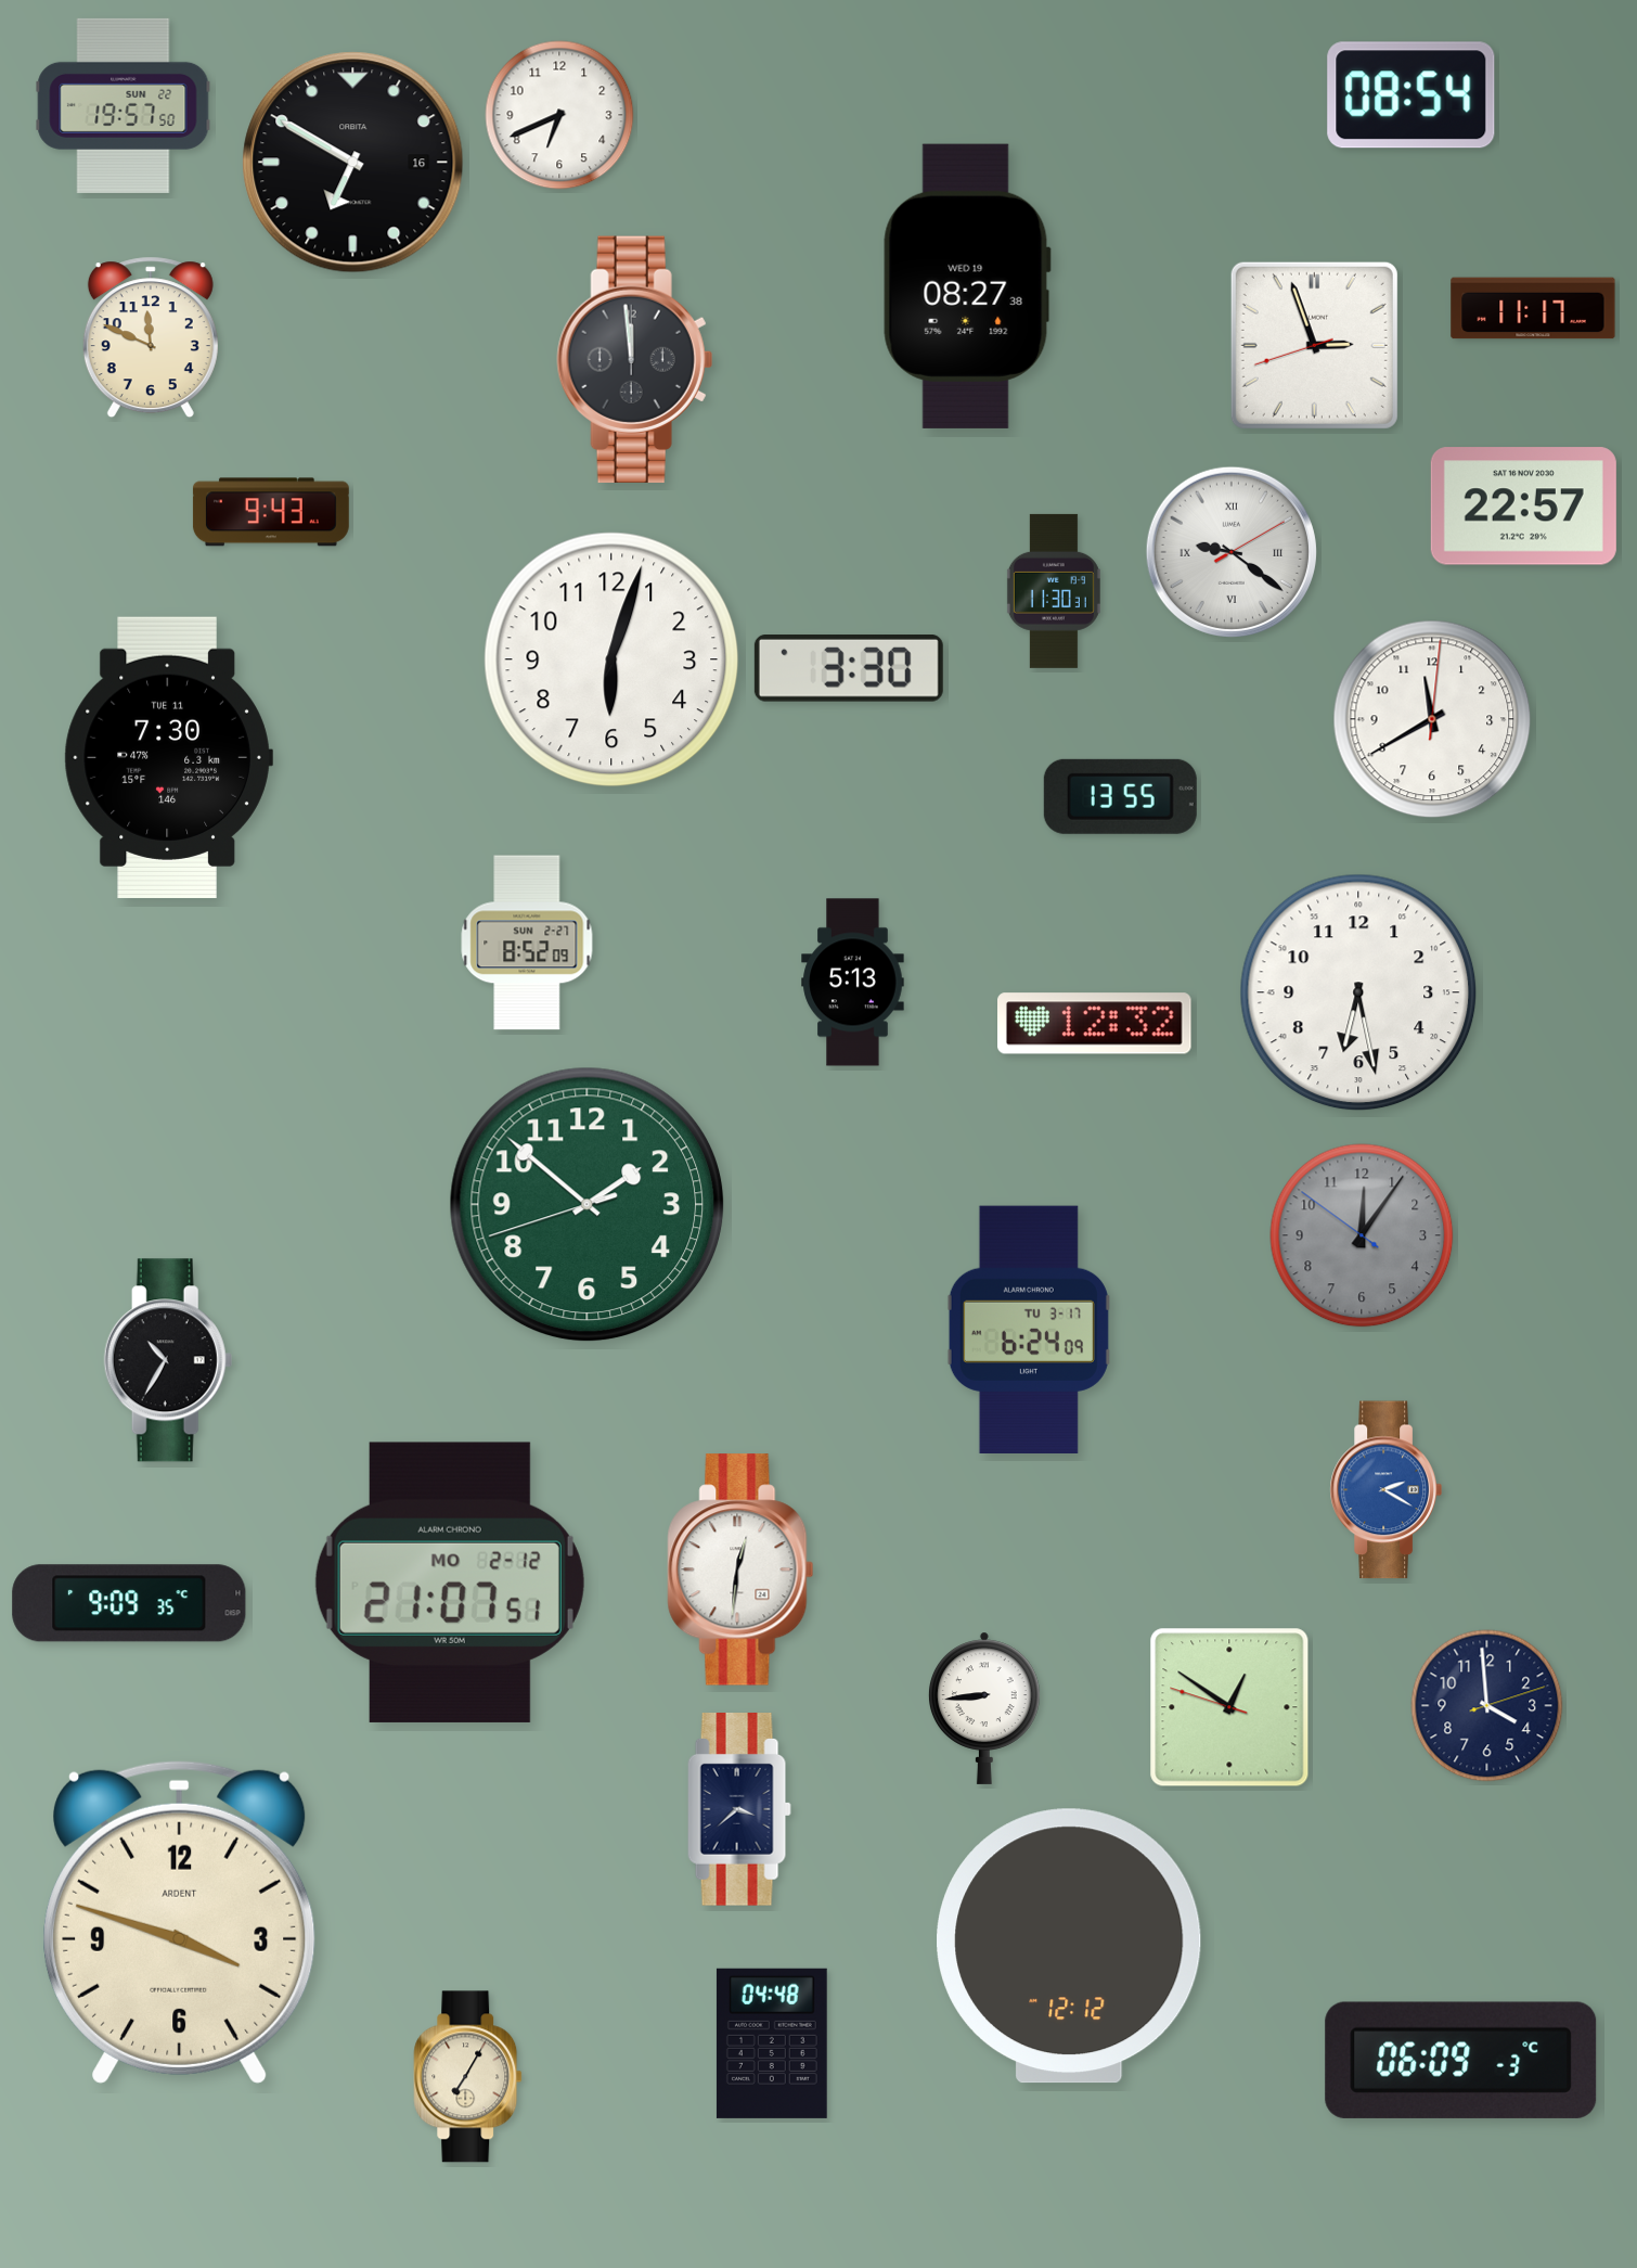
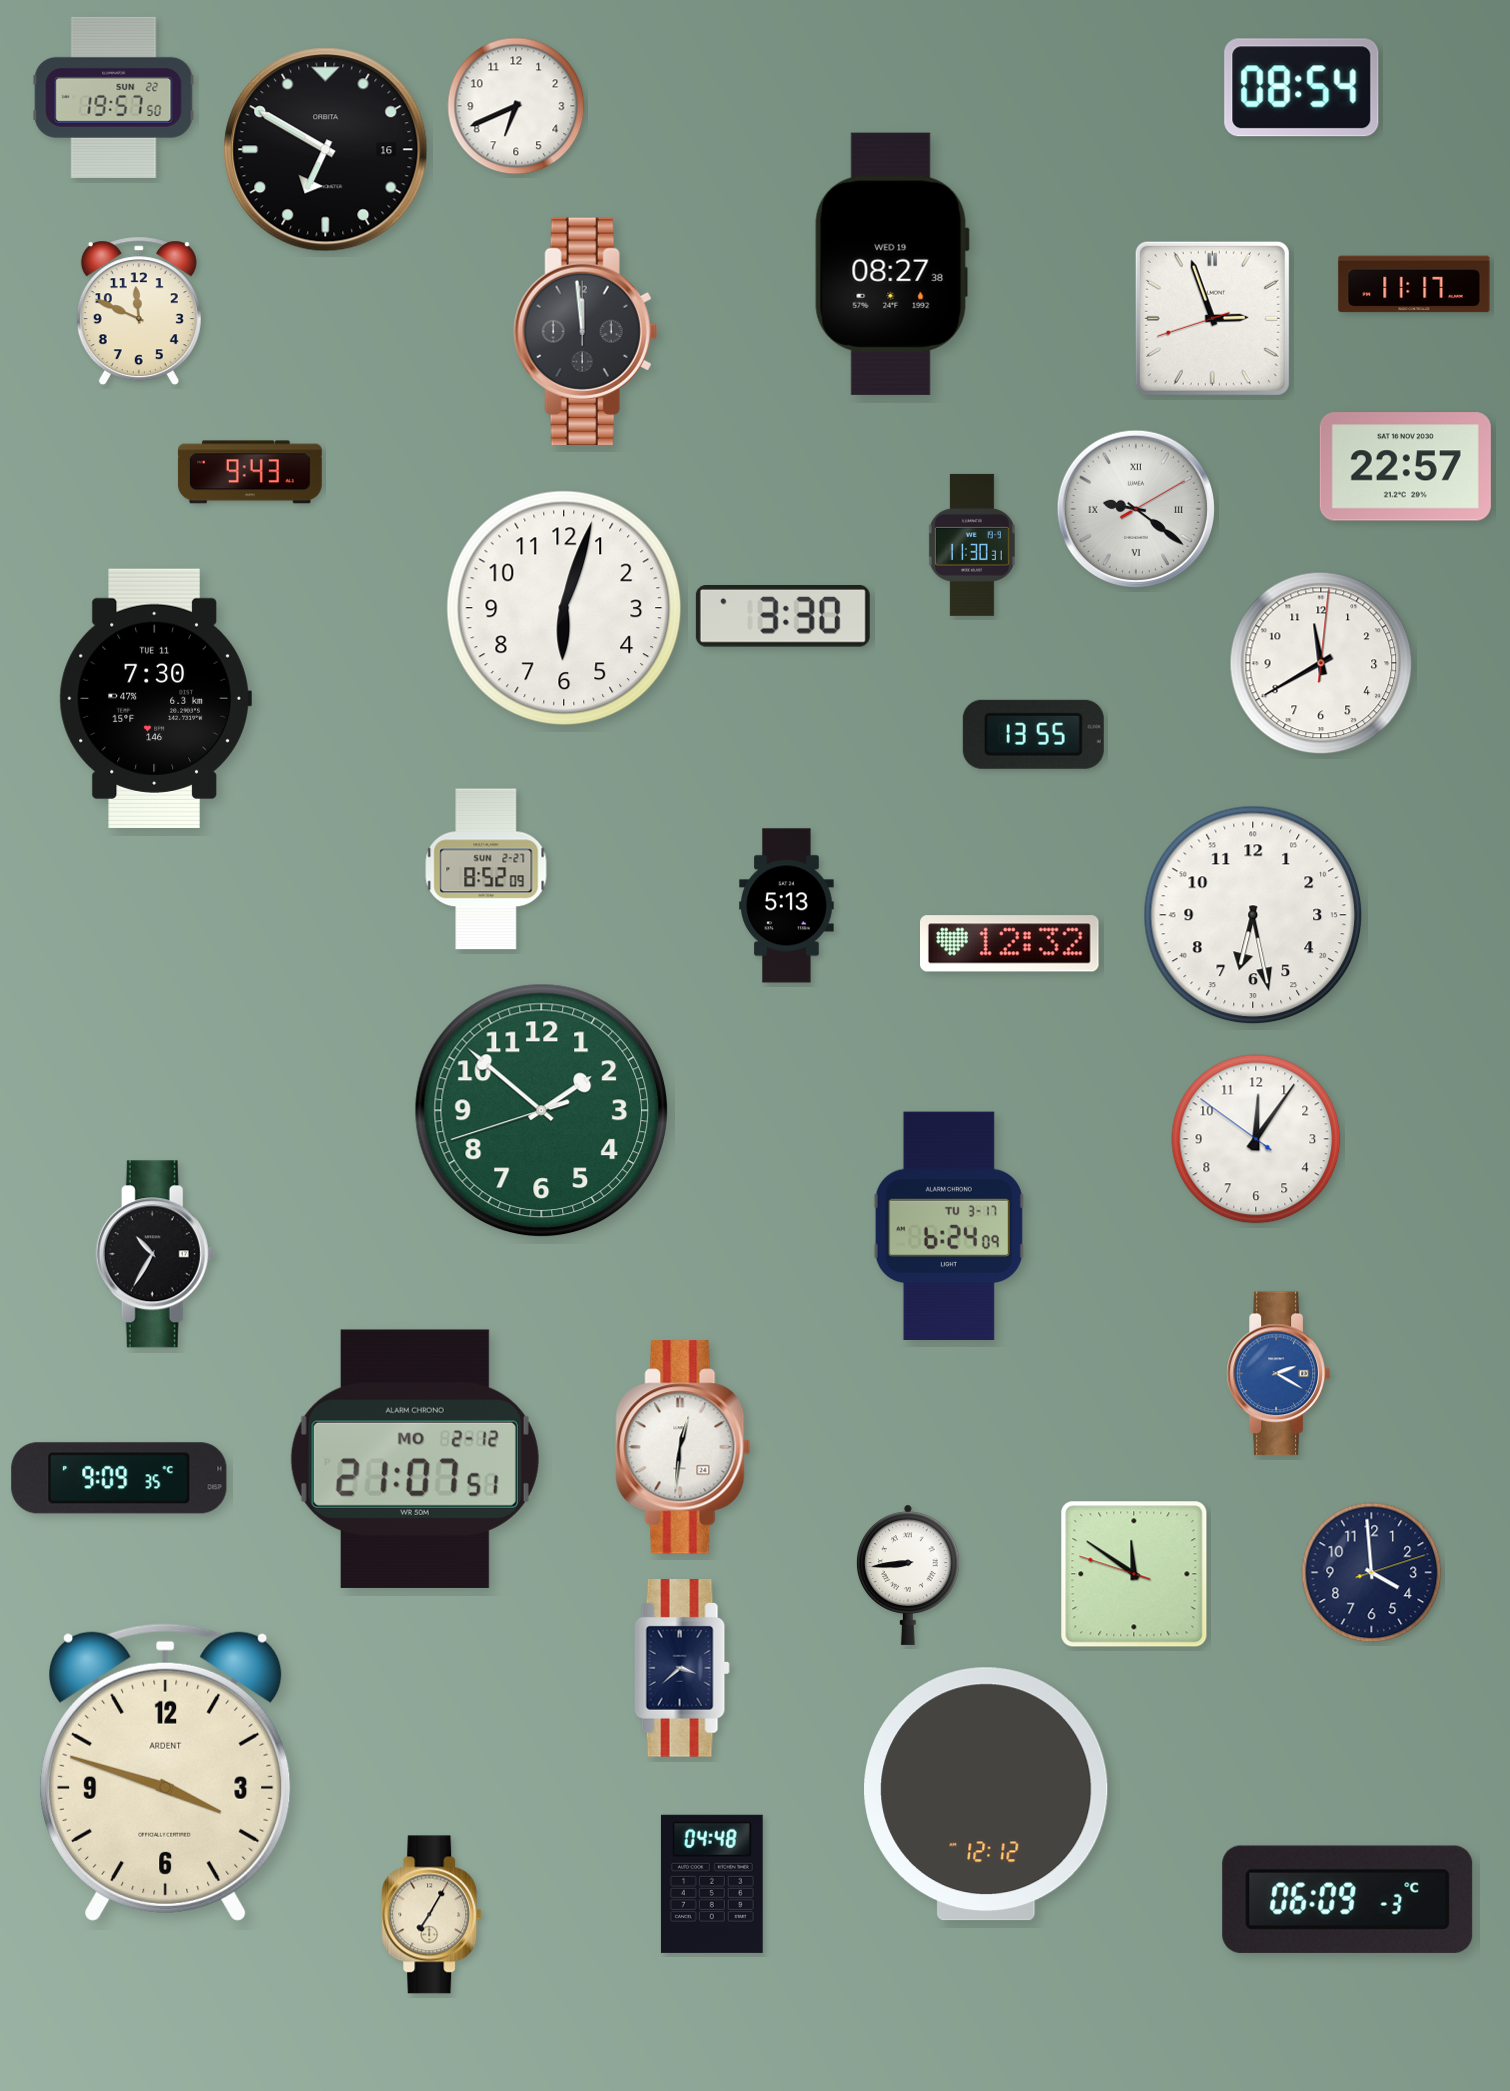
clock at (1362, 1235) dial: grey -> white
clock at (1229, 1707): 12:50 -> 11:50
